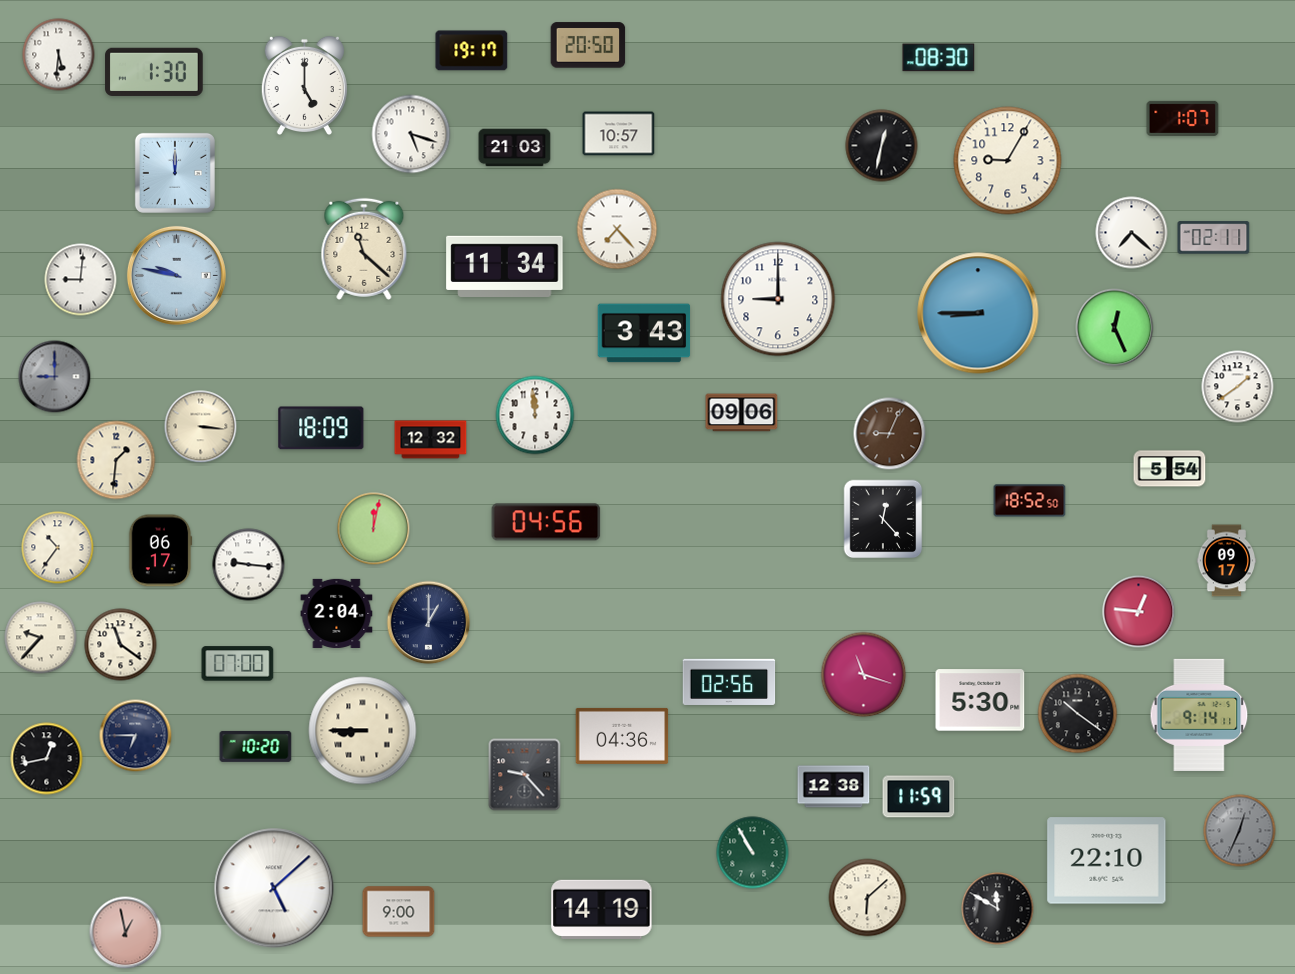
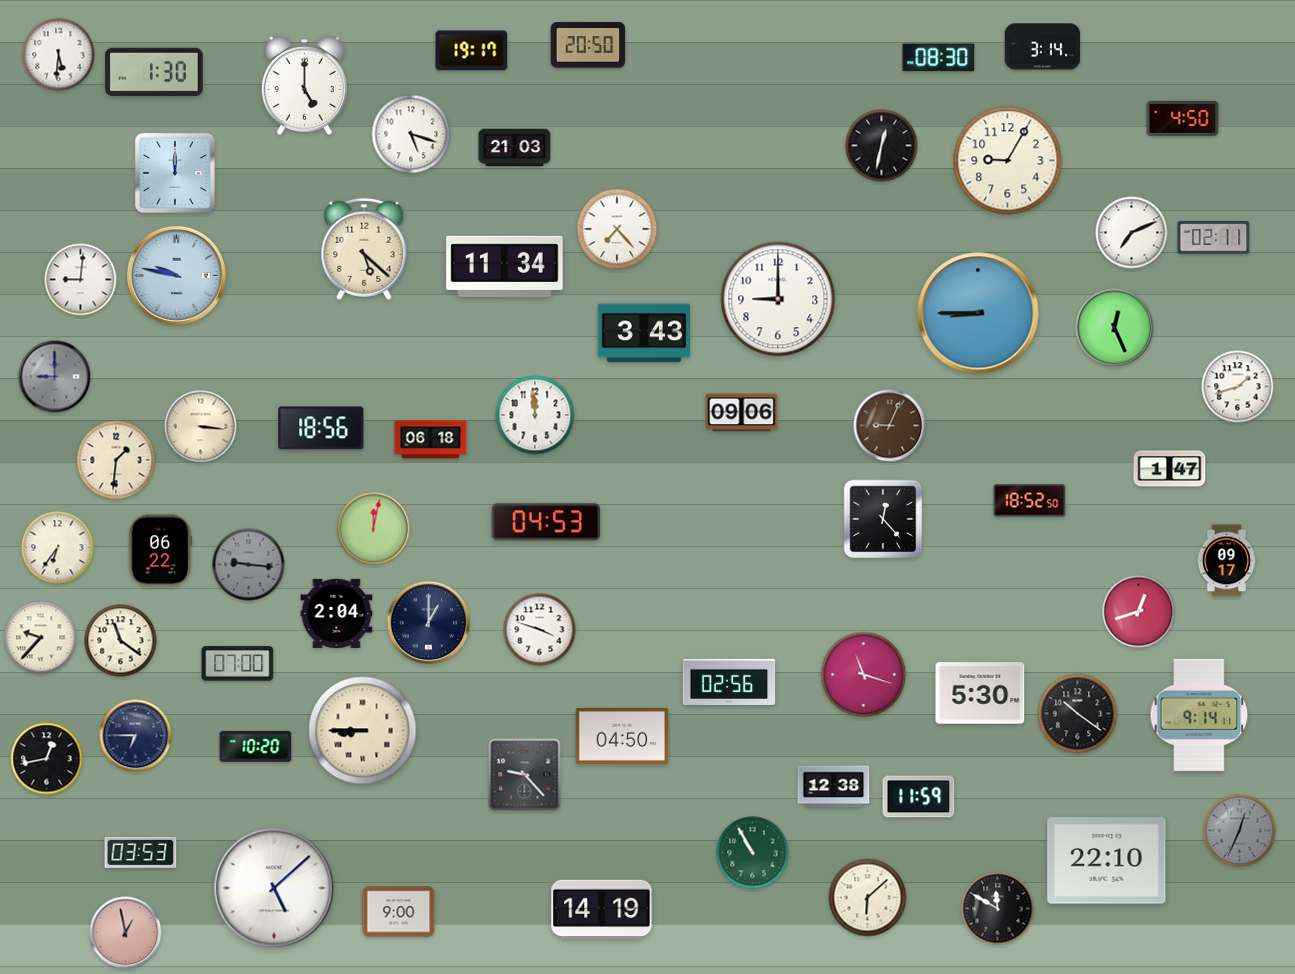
clock at (1043, 47): none -> 3:14
clock at (1183, 118): 1:07 -> 4:50
clock at (619, 134): 10:57 -> none
clock at (1132, 233): 7:22 -> 7:11
clock at (364, 249): 11:22 -> 5:22
clock at (1238, 387): 1:39 -> 1:42
clock at (321, 428): 18:09 -> 18:56
clock at (890, 434) position: (890, 434) -> (890, 426)
clock at (431, 440): 12:32 -> 06:18
clock at (1170, 469): 5:54 -> 1:47
clock at (546, 522): 04:56 -> 04:53
clock at (58, 548): 10:36 -> 6:36
clock at (160, 551): 06:17 -> 06:22
clock at (249, 565) dial: white -> grey
clock at (1139, 612): 12:46 -> 12:42
clock at (540, 630): none -> 3:48
clock at (121, 645) position: (121, 645) -> (121, 641)
clock at (980, 700) position: (980, 700) -> (980, 693)
clock at (622, 736): 04:36 -> 04:50
clock at (141, 852): none -> 03:53
